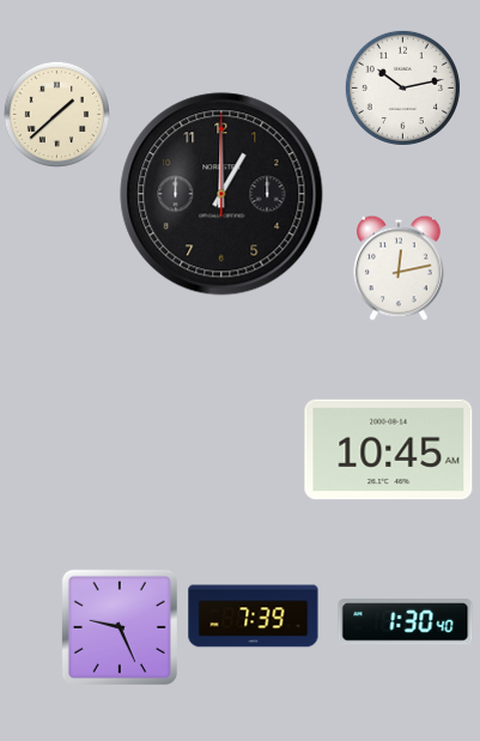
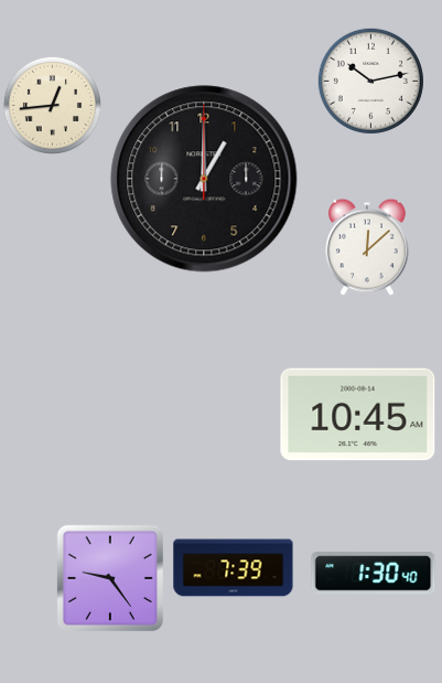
clock at (56, 114): 1:38 -> 12:44
clock at (400, 268): 12:13 -> 12:08
clock at (120, 627): 9:26 -> 9:24
